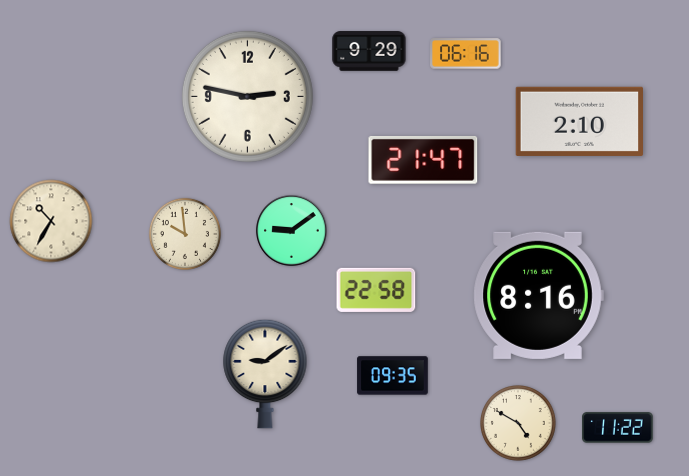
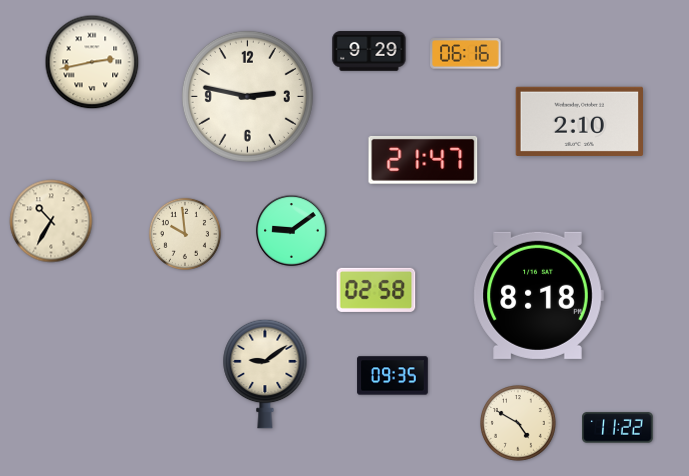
clock at (92, 62): none -> 2:43
clock at (376, 290): 22:58 -> 02:58
clock at (538, 295): 8:16 -> 8:18
